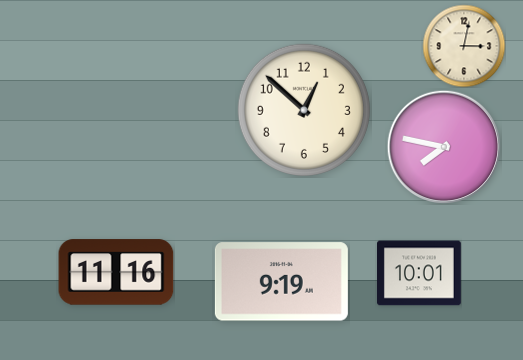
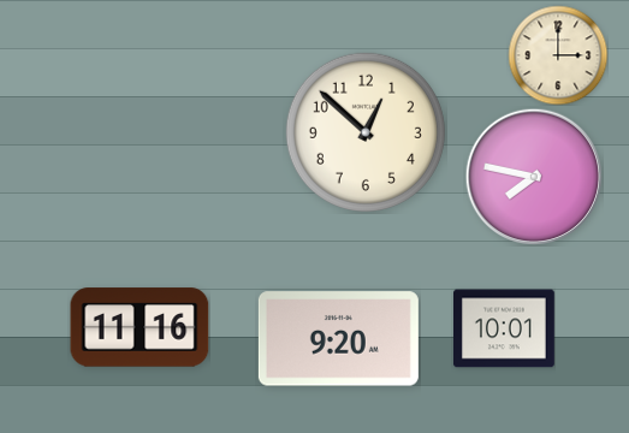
clock at (464, 46): 3:02 -> 3:00
clock at (281, 282): 9:19 -> 9:20
